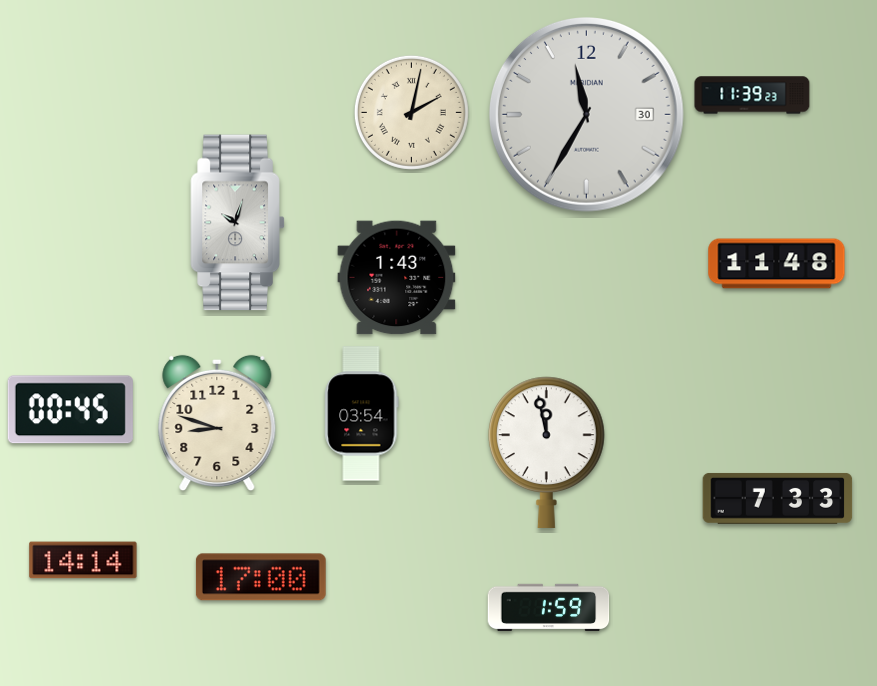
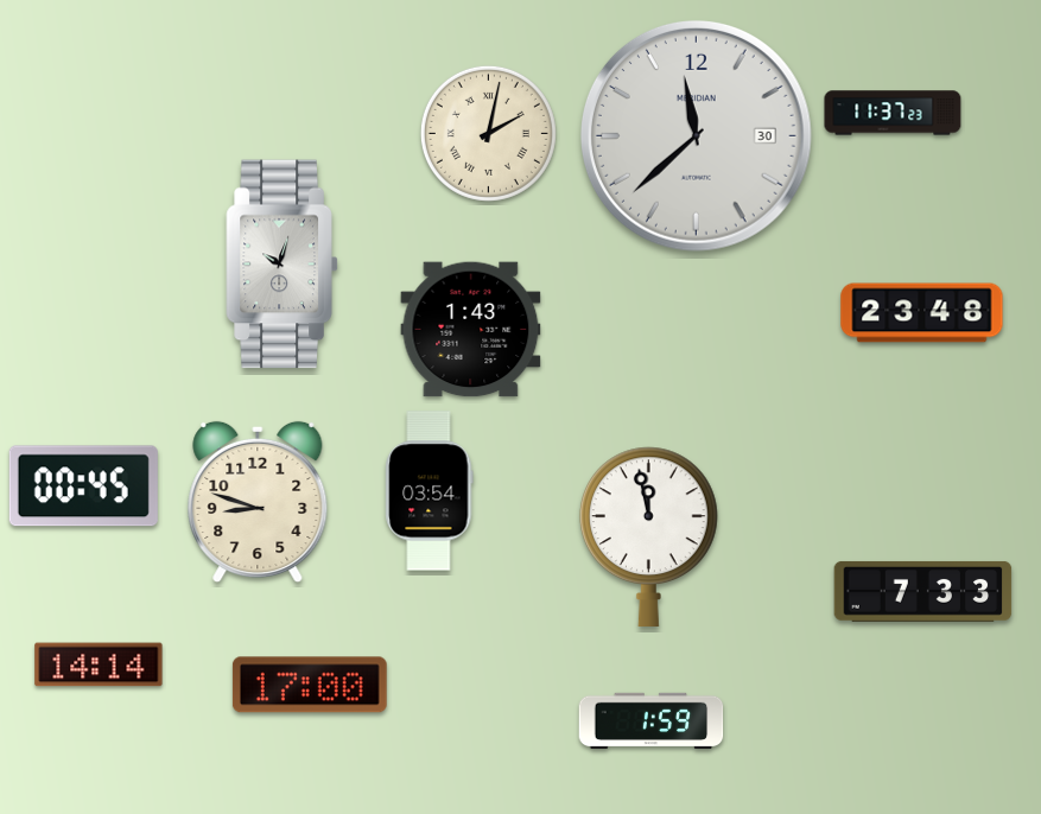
clock at (752, 95): 11:39 -> 11:37
clock at (586, 114): 11:35 -> 11:38
clock at (777, 264): 11:48 -> 23:48
